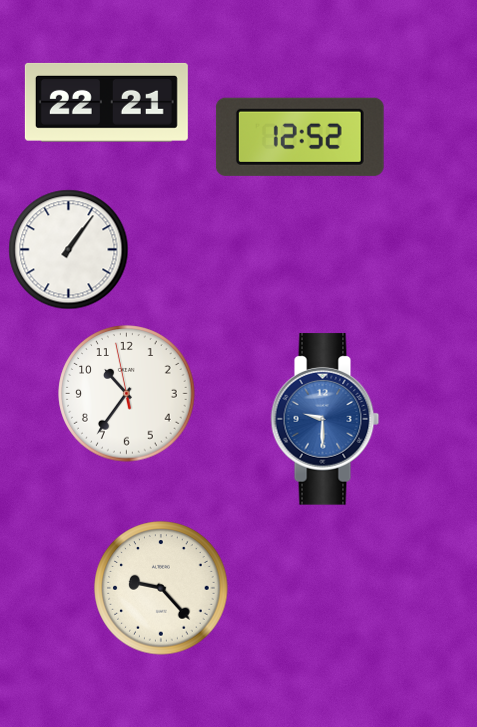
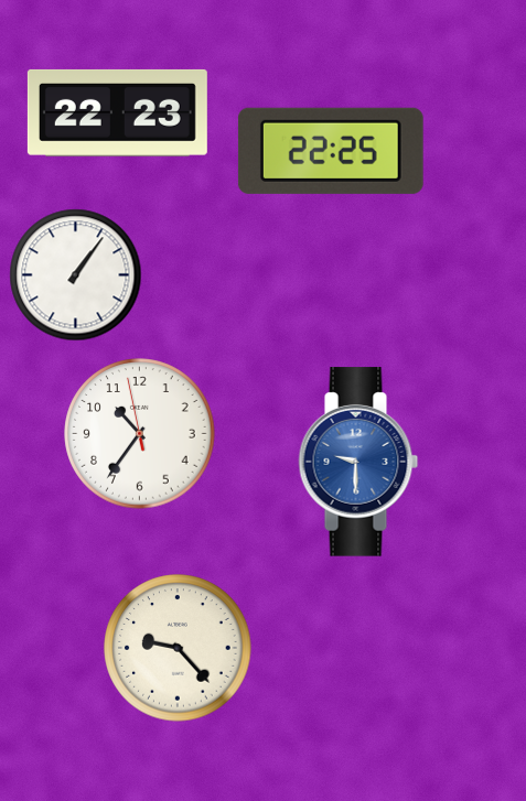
clock at (106, 102): 22:21 -> 22:23
clock at (300, 137): 12:52 -> 22:25
